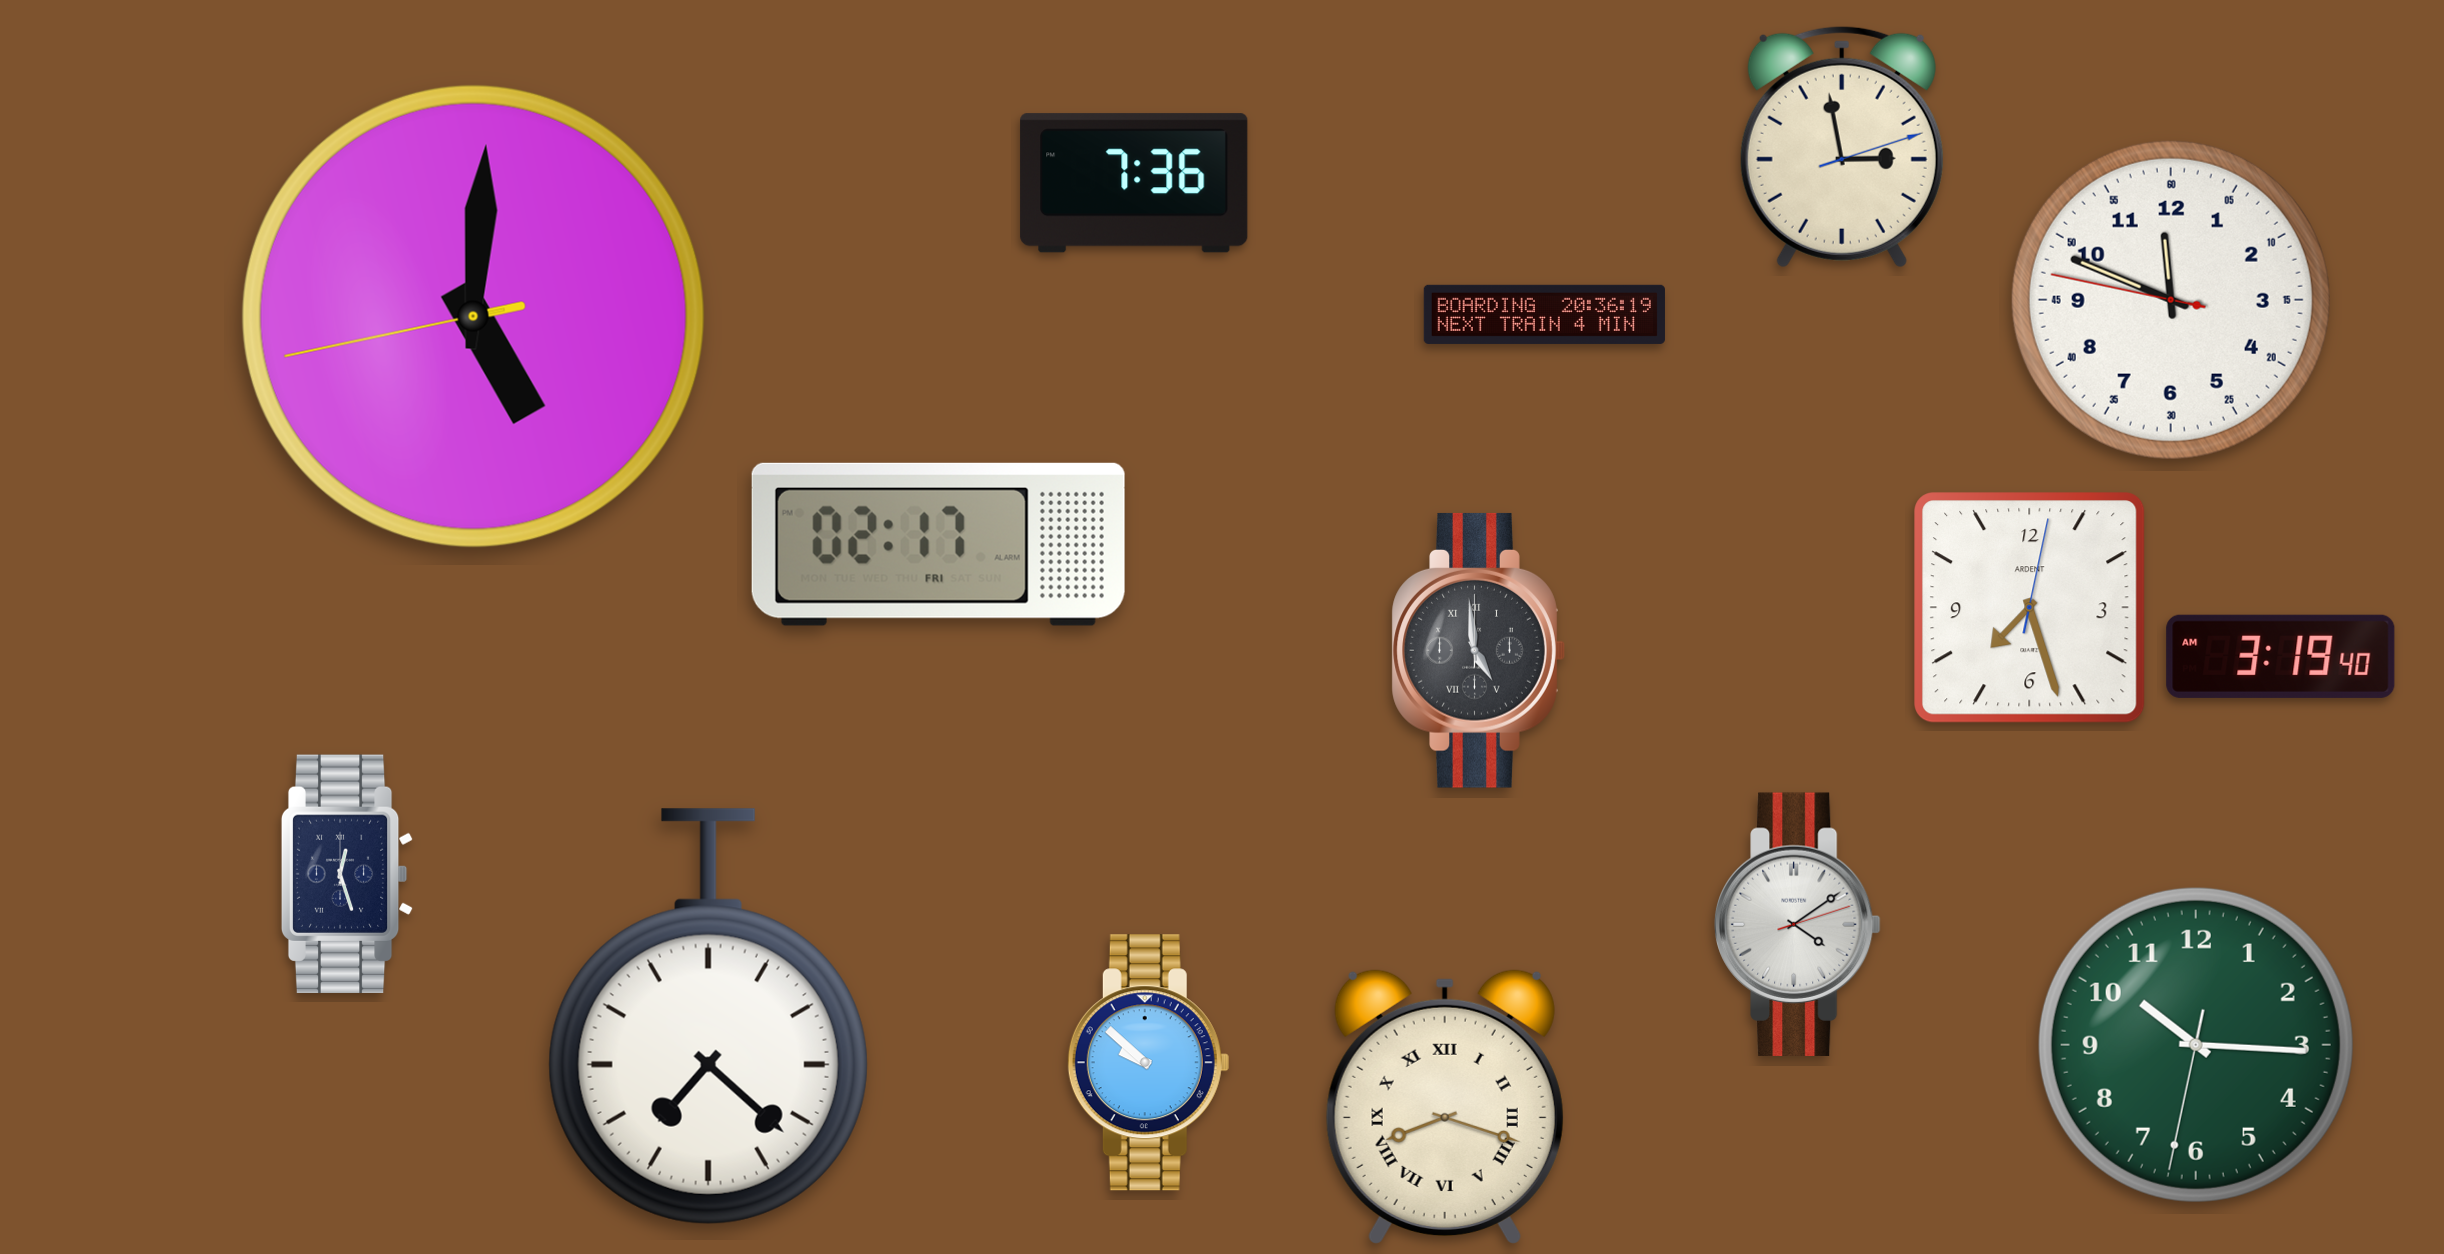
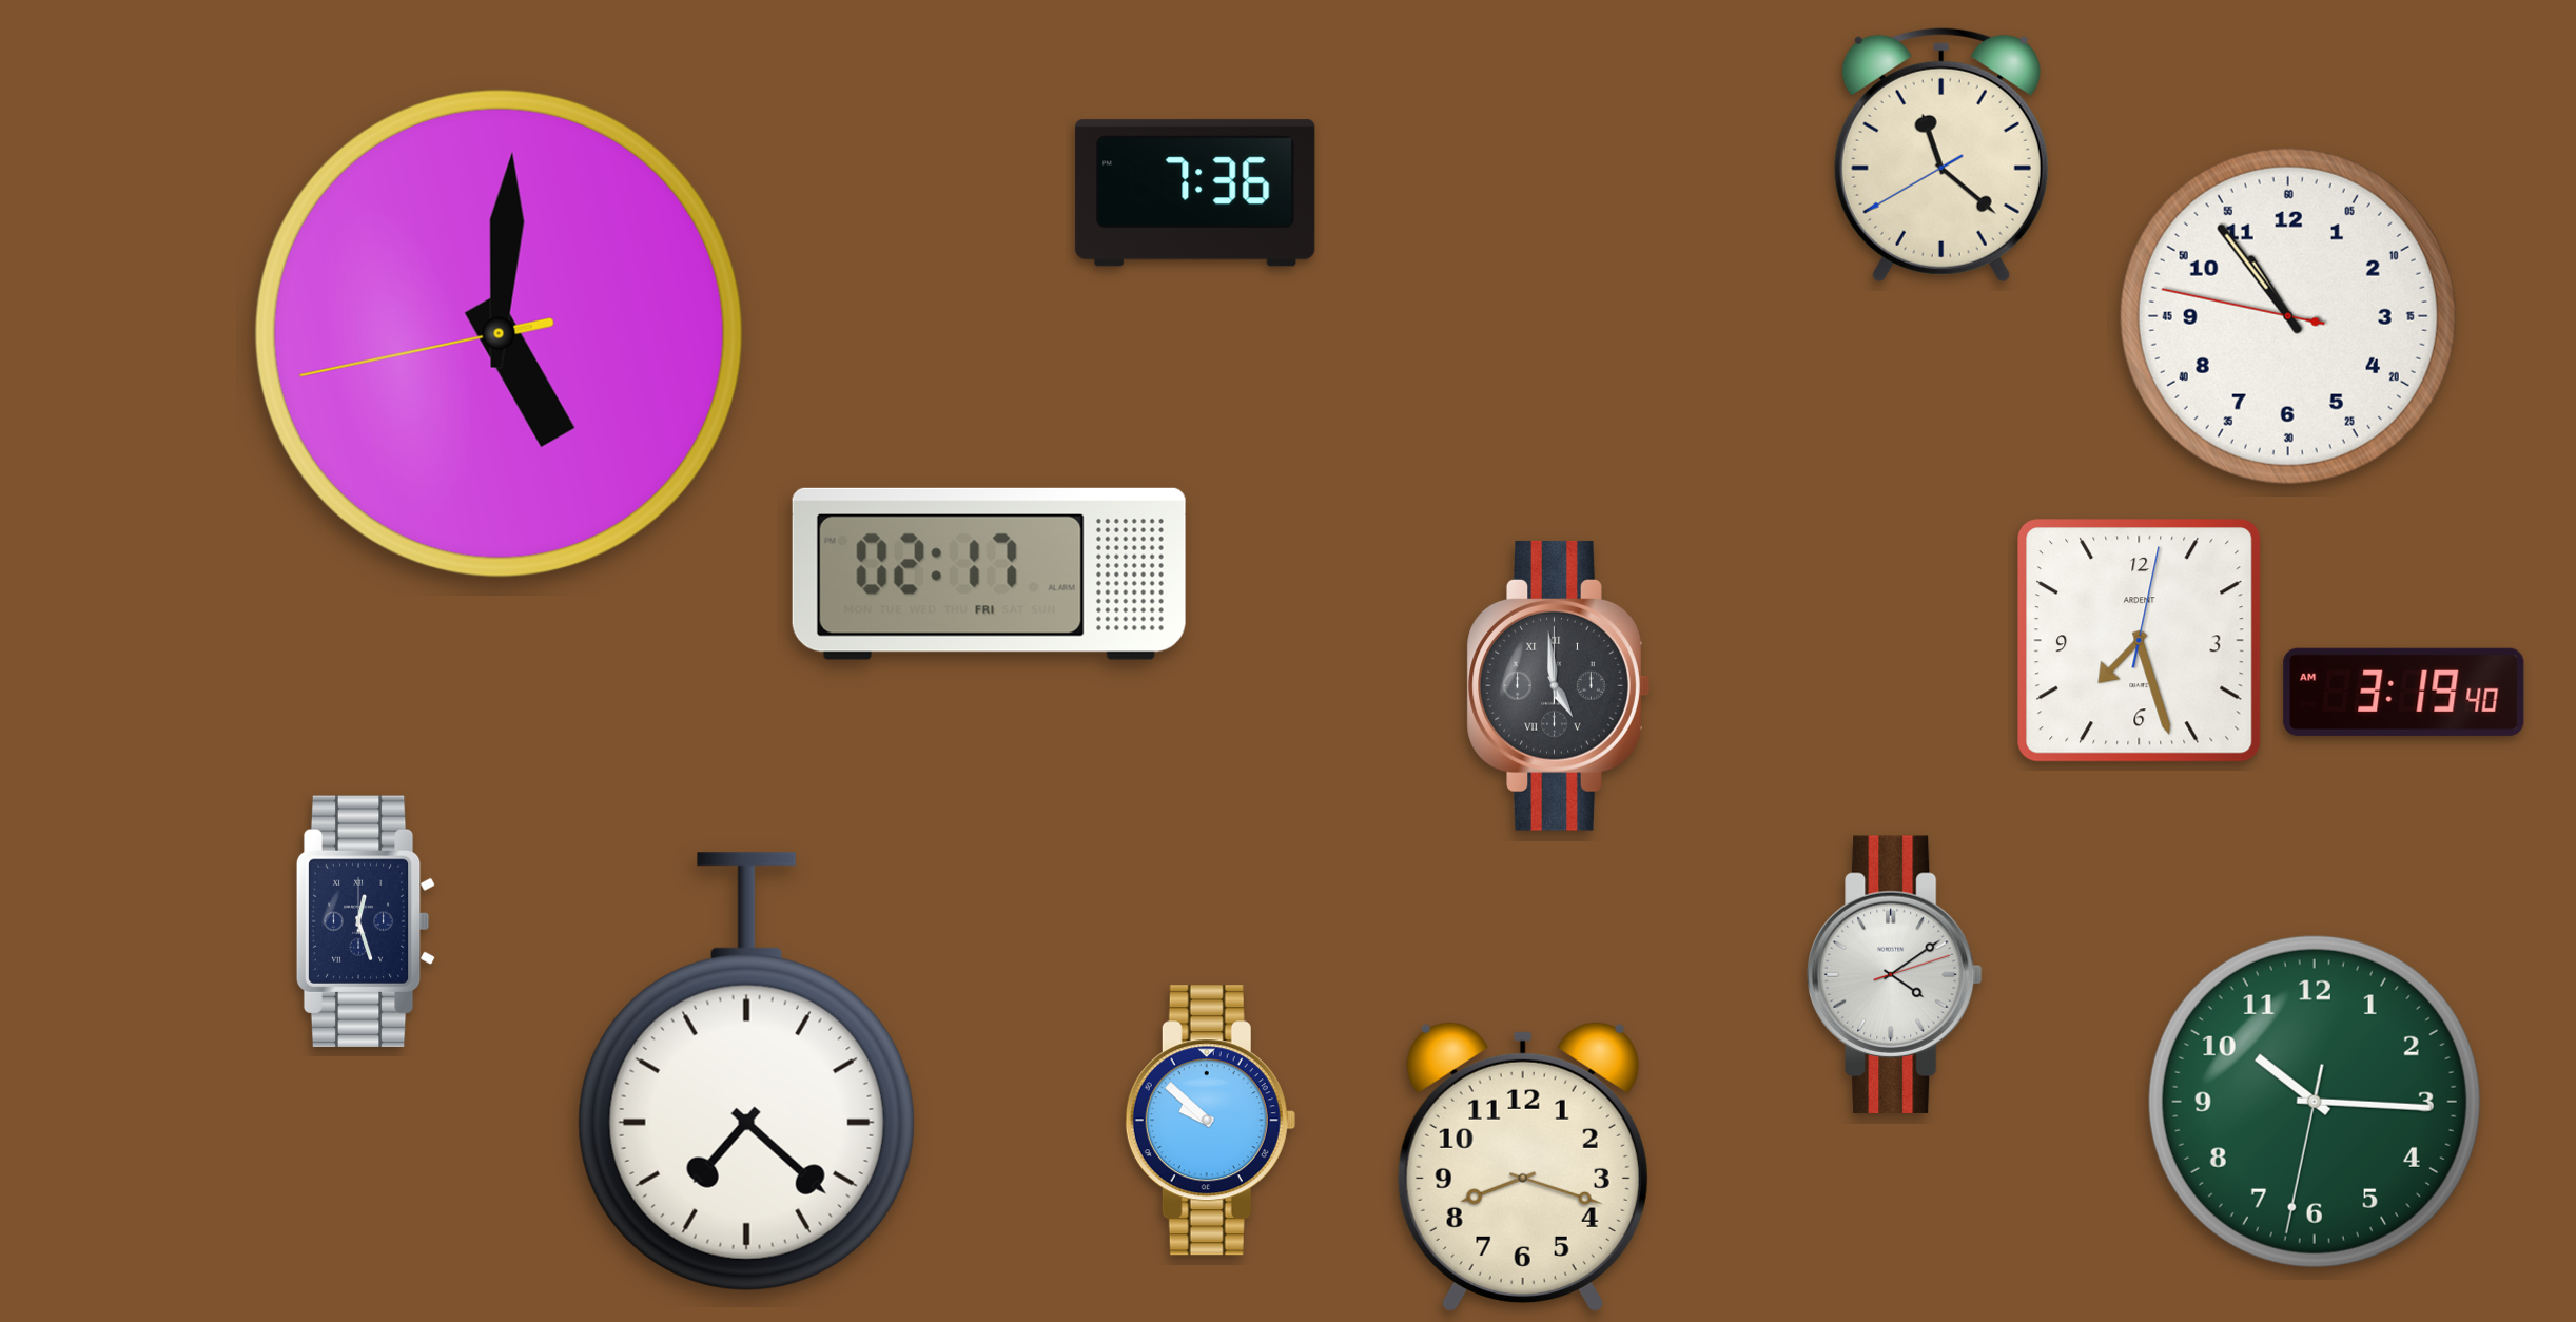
clock at (1842, 147): 2:58 -> 11:21
clock at (2171, 300): 11:48 -> 10:53
clock at (1544, 314): 20:36 -> none
clock at (1445, 1107) numerals: Roman -> Arabic
